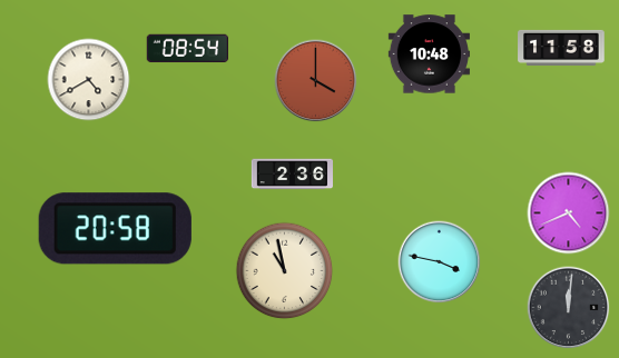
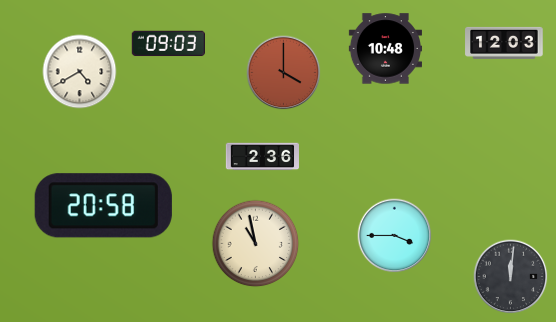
clock at (561, 48): 11:58 -> 12:03
clock at (187, 49): 08:54 -> 09:03
clock at (569, 213): 4:41 -> none
clock at (440, 262): 3:47 -> 3:45
